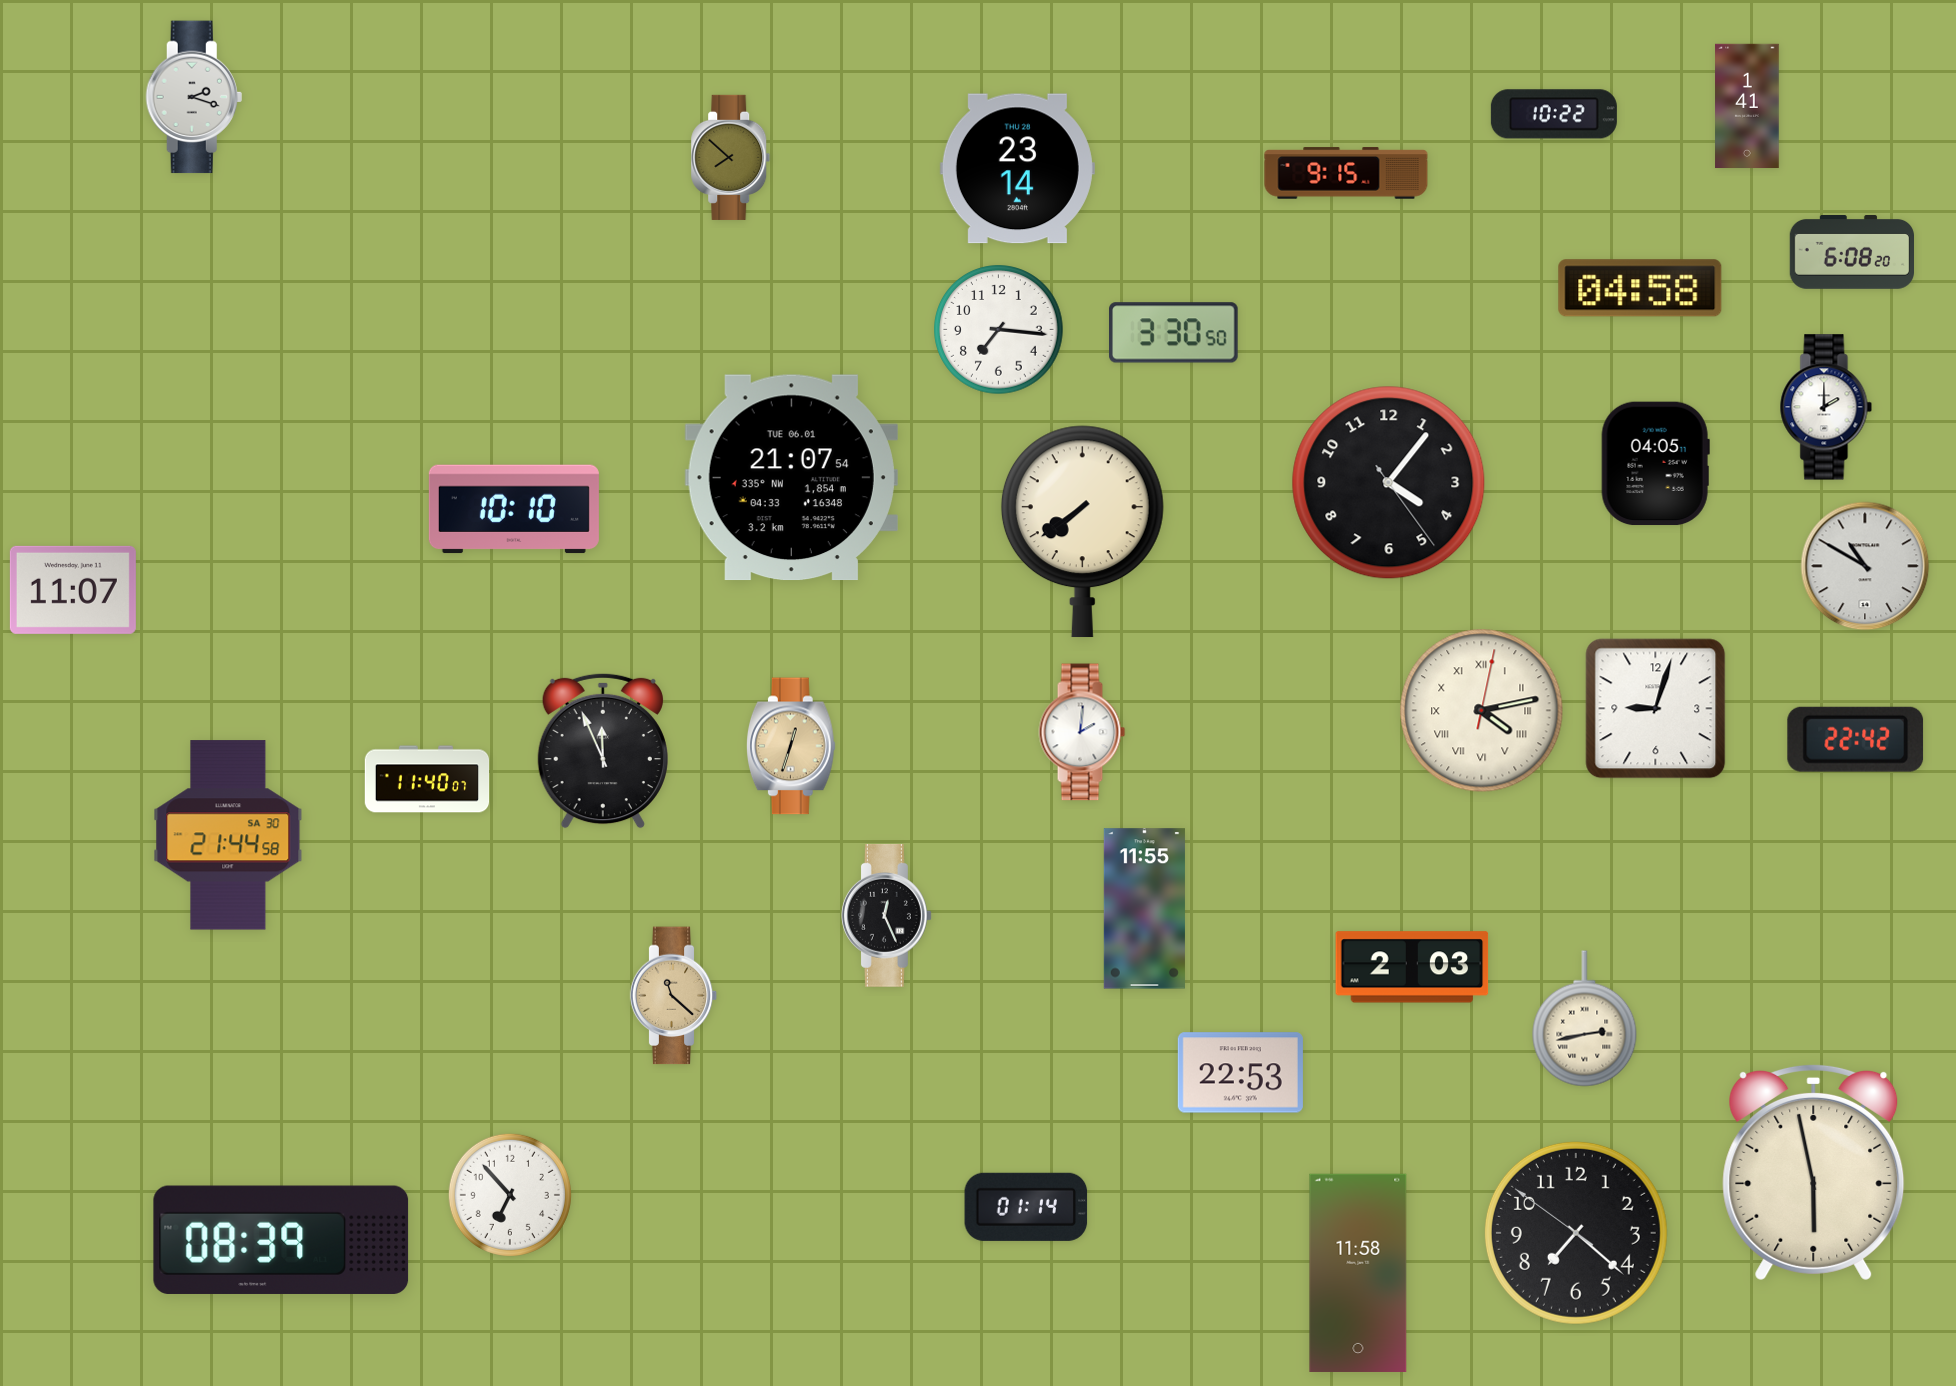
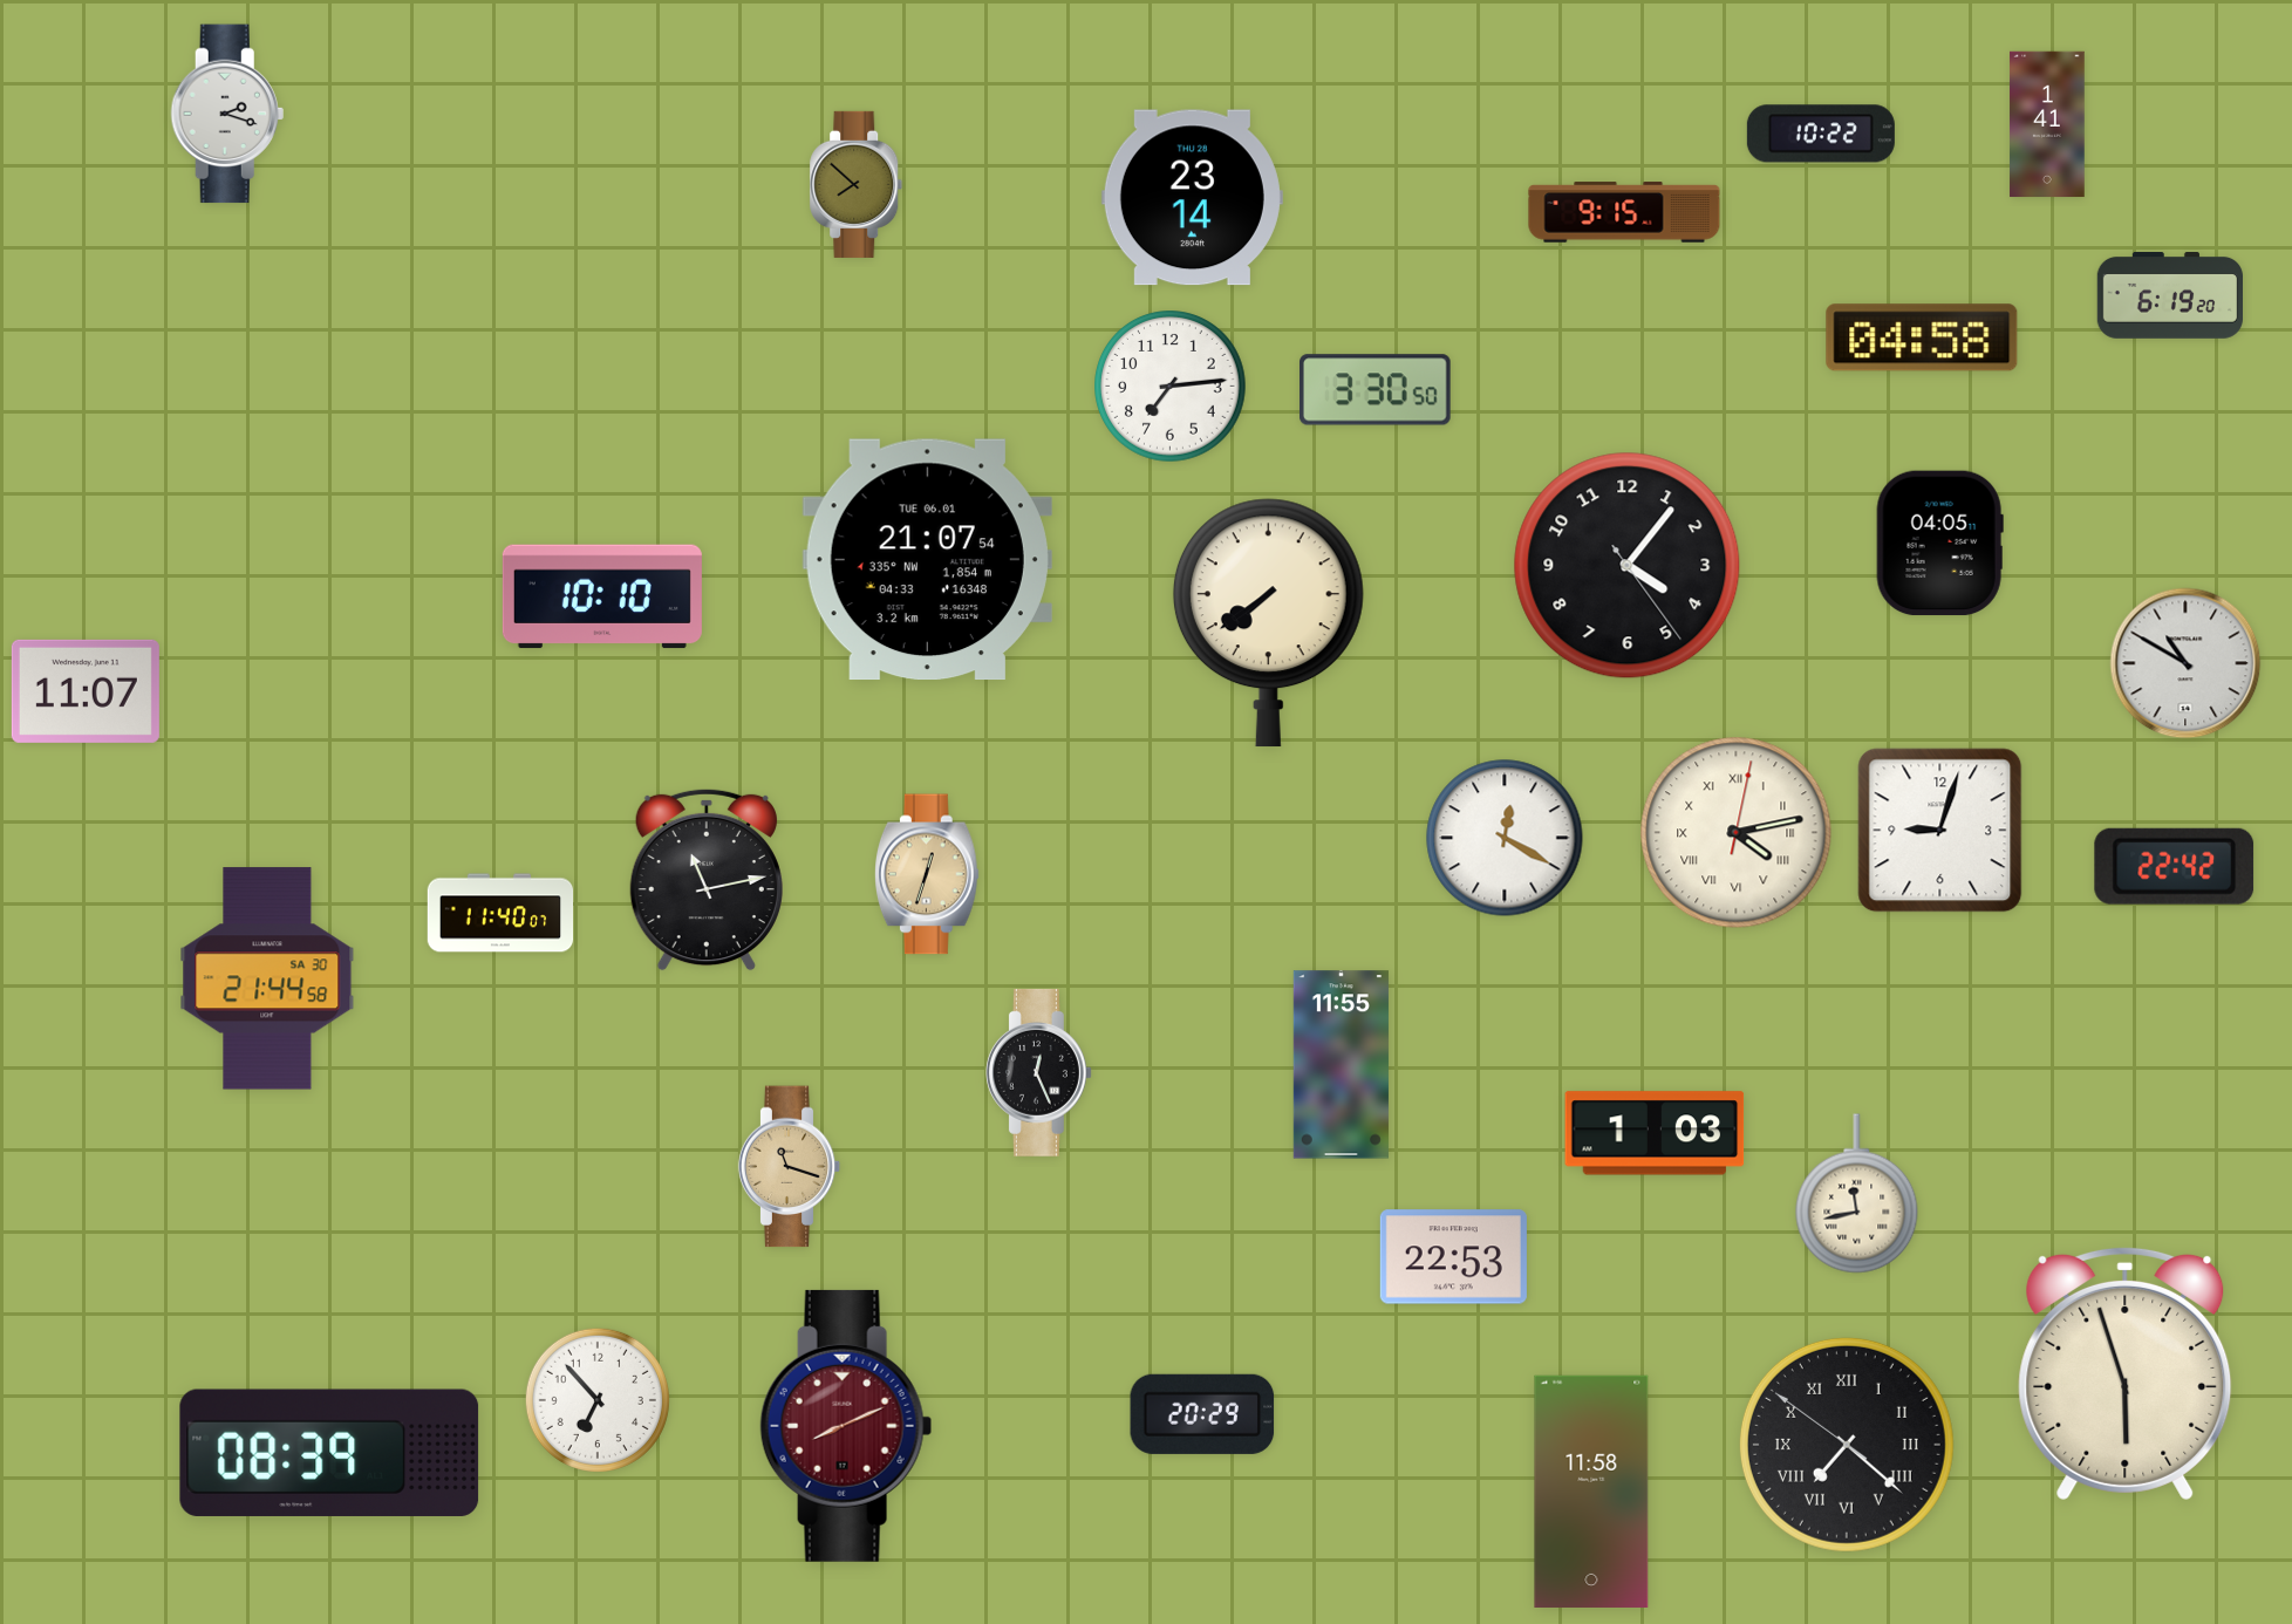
clock at (1346, 173) position: (1346, 173) -> (1624, 212)
clock at (1851, 253): 6:08 -> 6:19
clock at (999, 330): 7:16 -> 7:14
clock at (1826, 407): 2:00 -> none
clock at (1505, 838): none -> 12:20
clock at (1082, 732): 2:01 -> none
clock at (603, 751): 11:56 -> 11:13
clock at (1412, 967): 2:03 -> 1:03
clock at (674, 996): 11:22 -> 11:18
clock at (1585, 1019): 2:43 -> 11:43
clock at (1814, 1172): 5:58 -> 5:57
clock at (1026, 1207): 01:14 -> 20:29
clock at (846, 1426): none -> 8:11
clock at (1576, 1233) numerals: Arabic -> Roman
